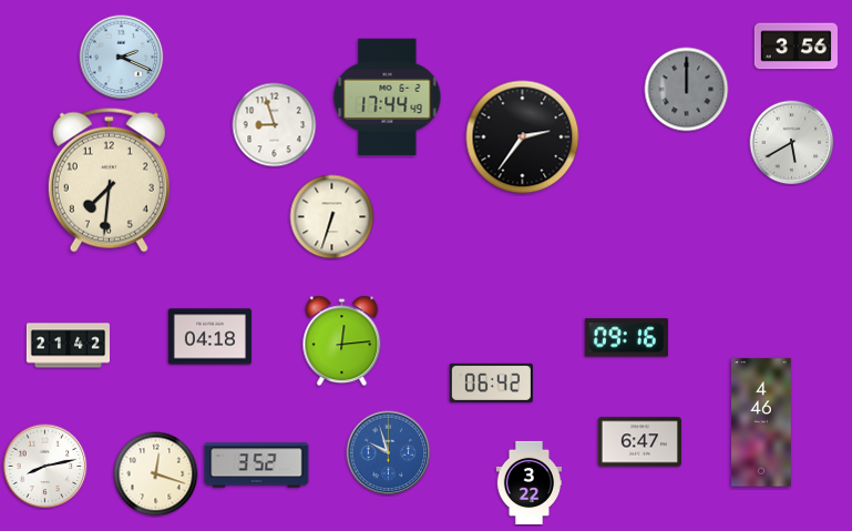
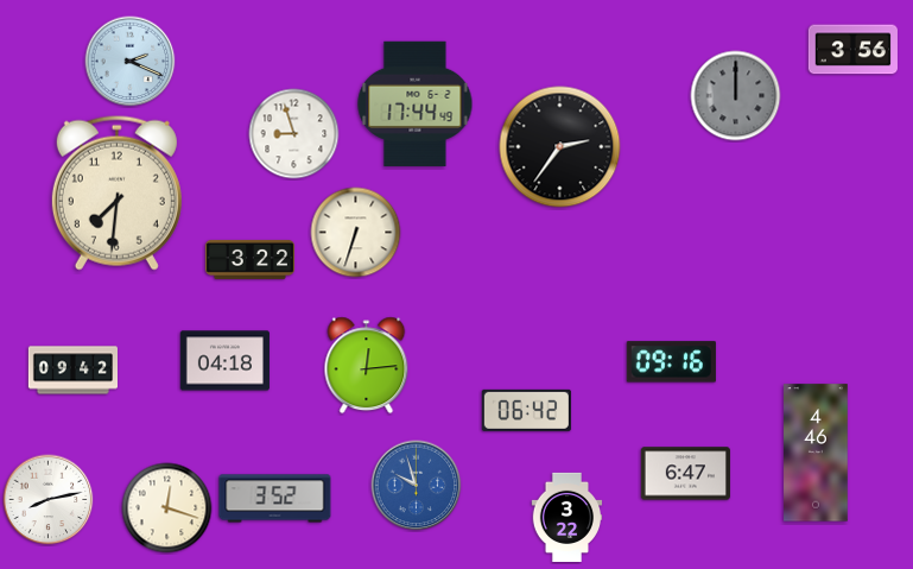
clock at (792, 143): 5:40 -> none
clock at (249, 259): none -> 3:22
clock at (68, 346): 21:42 -> 09:42
